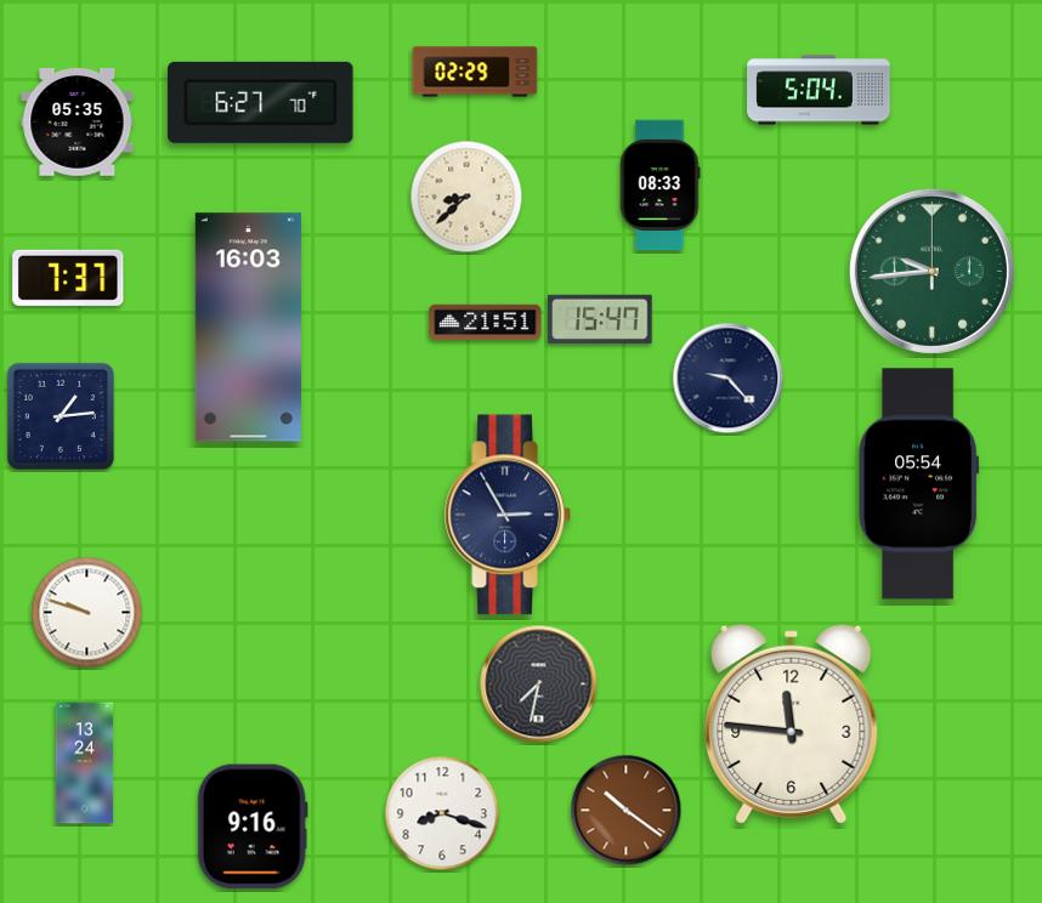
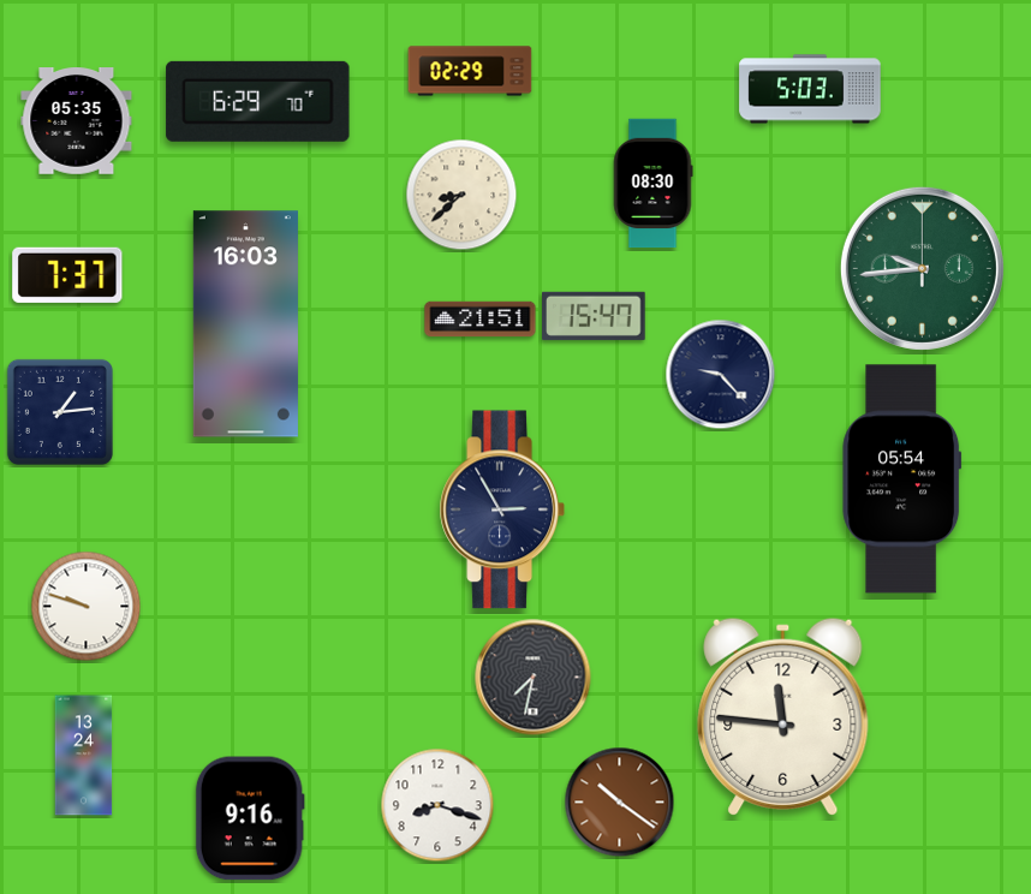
clock at (819, 90): 5:04 -> 5:03
clock at (261, 102): 6:27 -> 6:29
clock at (659, 186): 08:33 -> 08:30
clock at (919, 484) position: (919, 484) -> (902, 479)
